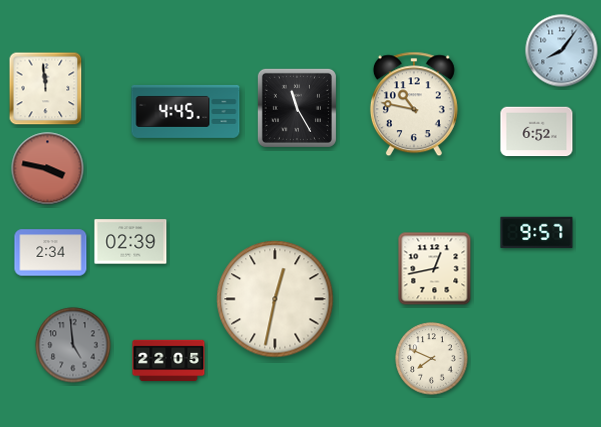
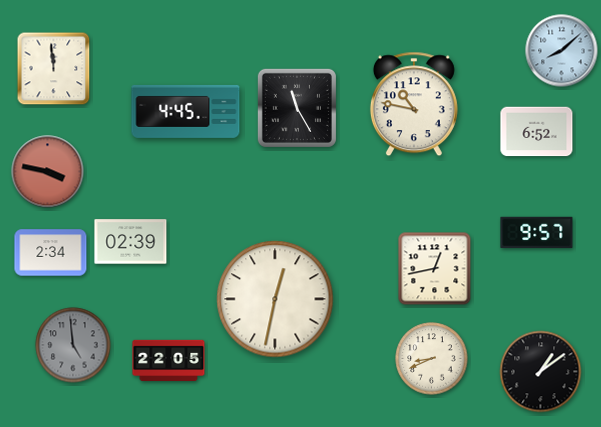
clock at (562, 51): 8:06 -> 8:08
clock at (46, 89) position: (46, 89) -> (54, 69)
clock at (48, 169) position: (48, 169) -> (48, 172)
clock at (432, 359): 7:49 -> 8:41
clock at (541, 372): none -> 1:09
